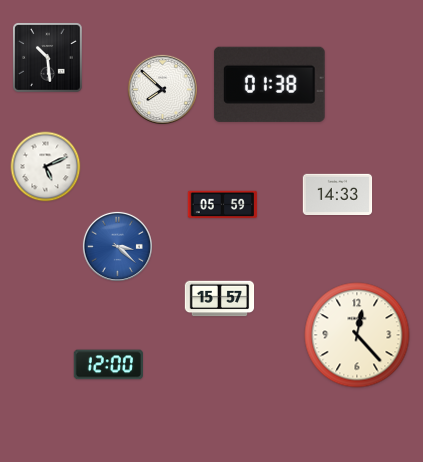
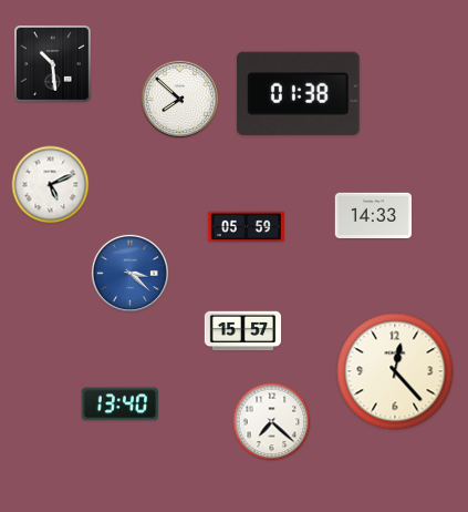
clock at (108, 365): 12:00 -> 13:40
clock at (272, 422): none -> 7:22
